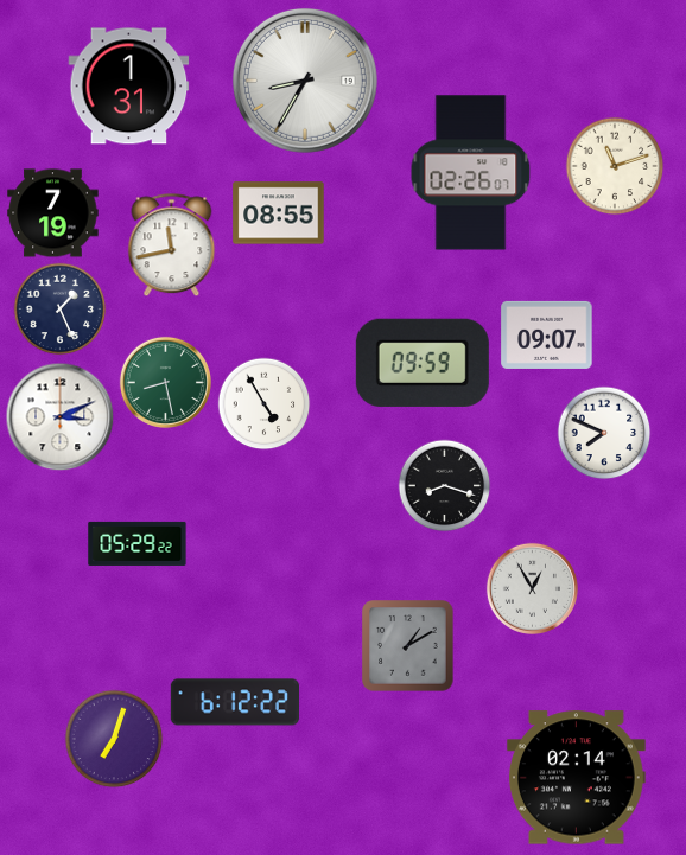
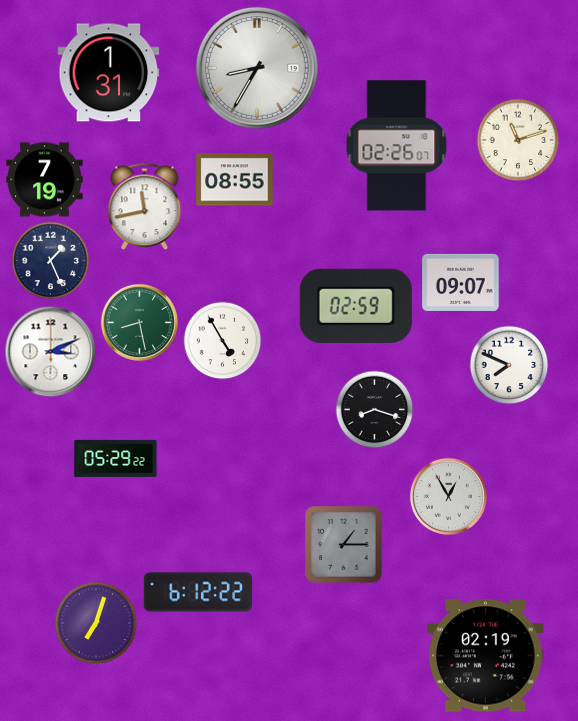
clock at (423, 363): 09:59 -> 02:59
clock at (408, 646): 1:10 -> 1:15
clock at (576, 778): 02:14 -> 02:19
